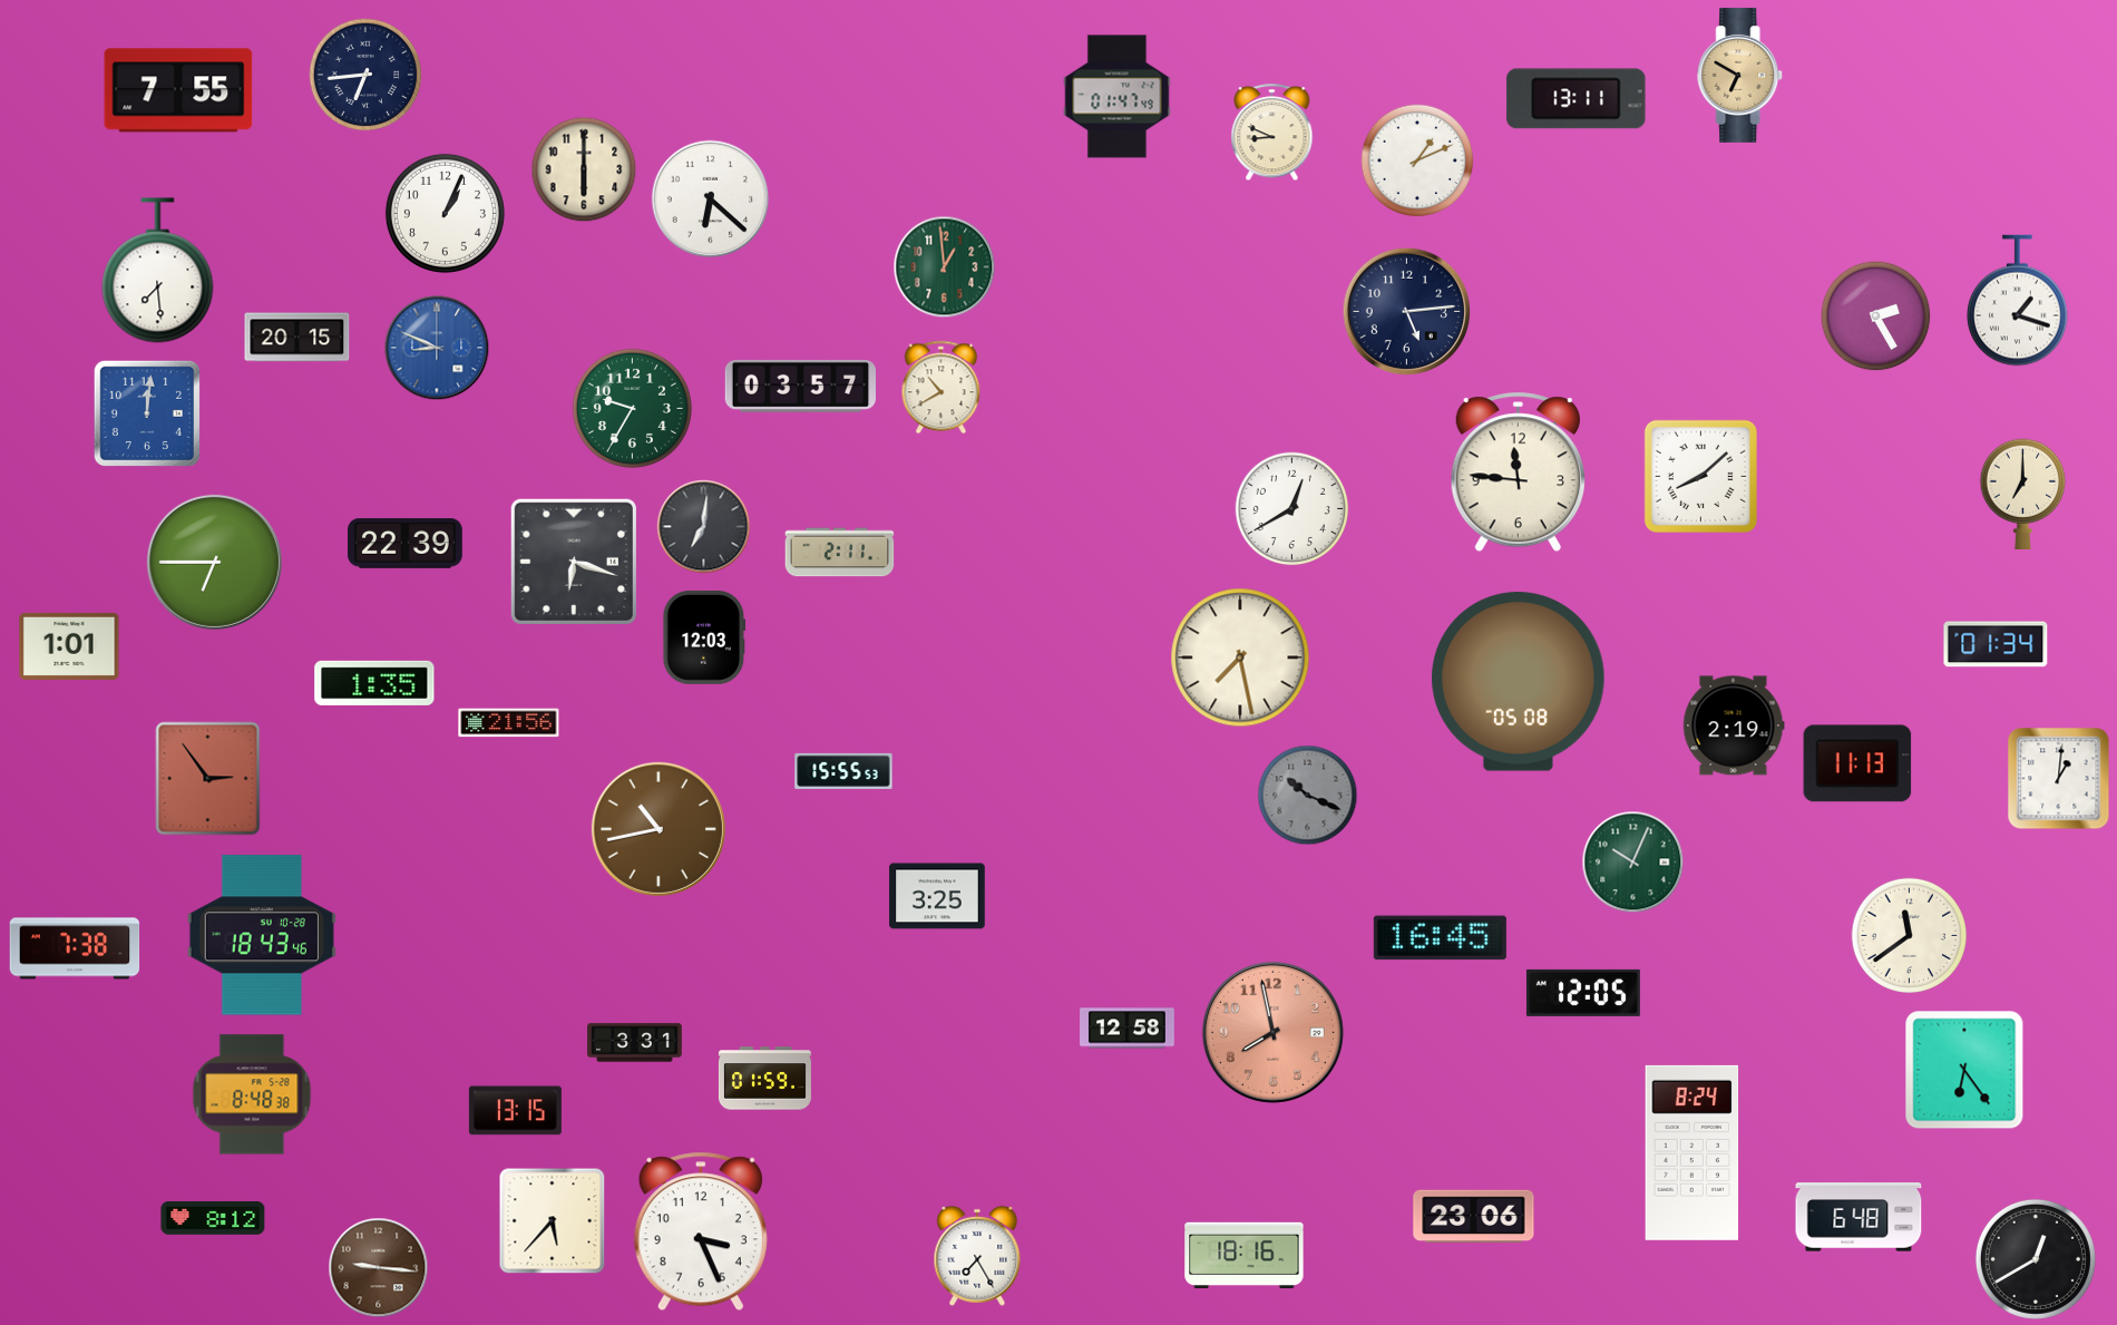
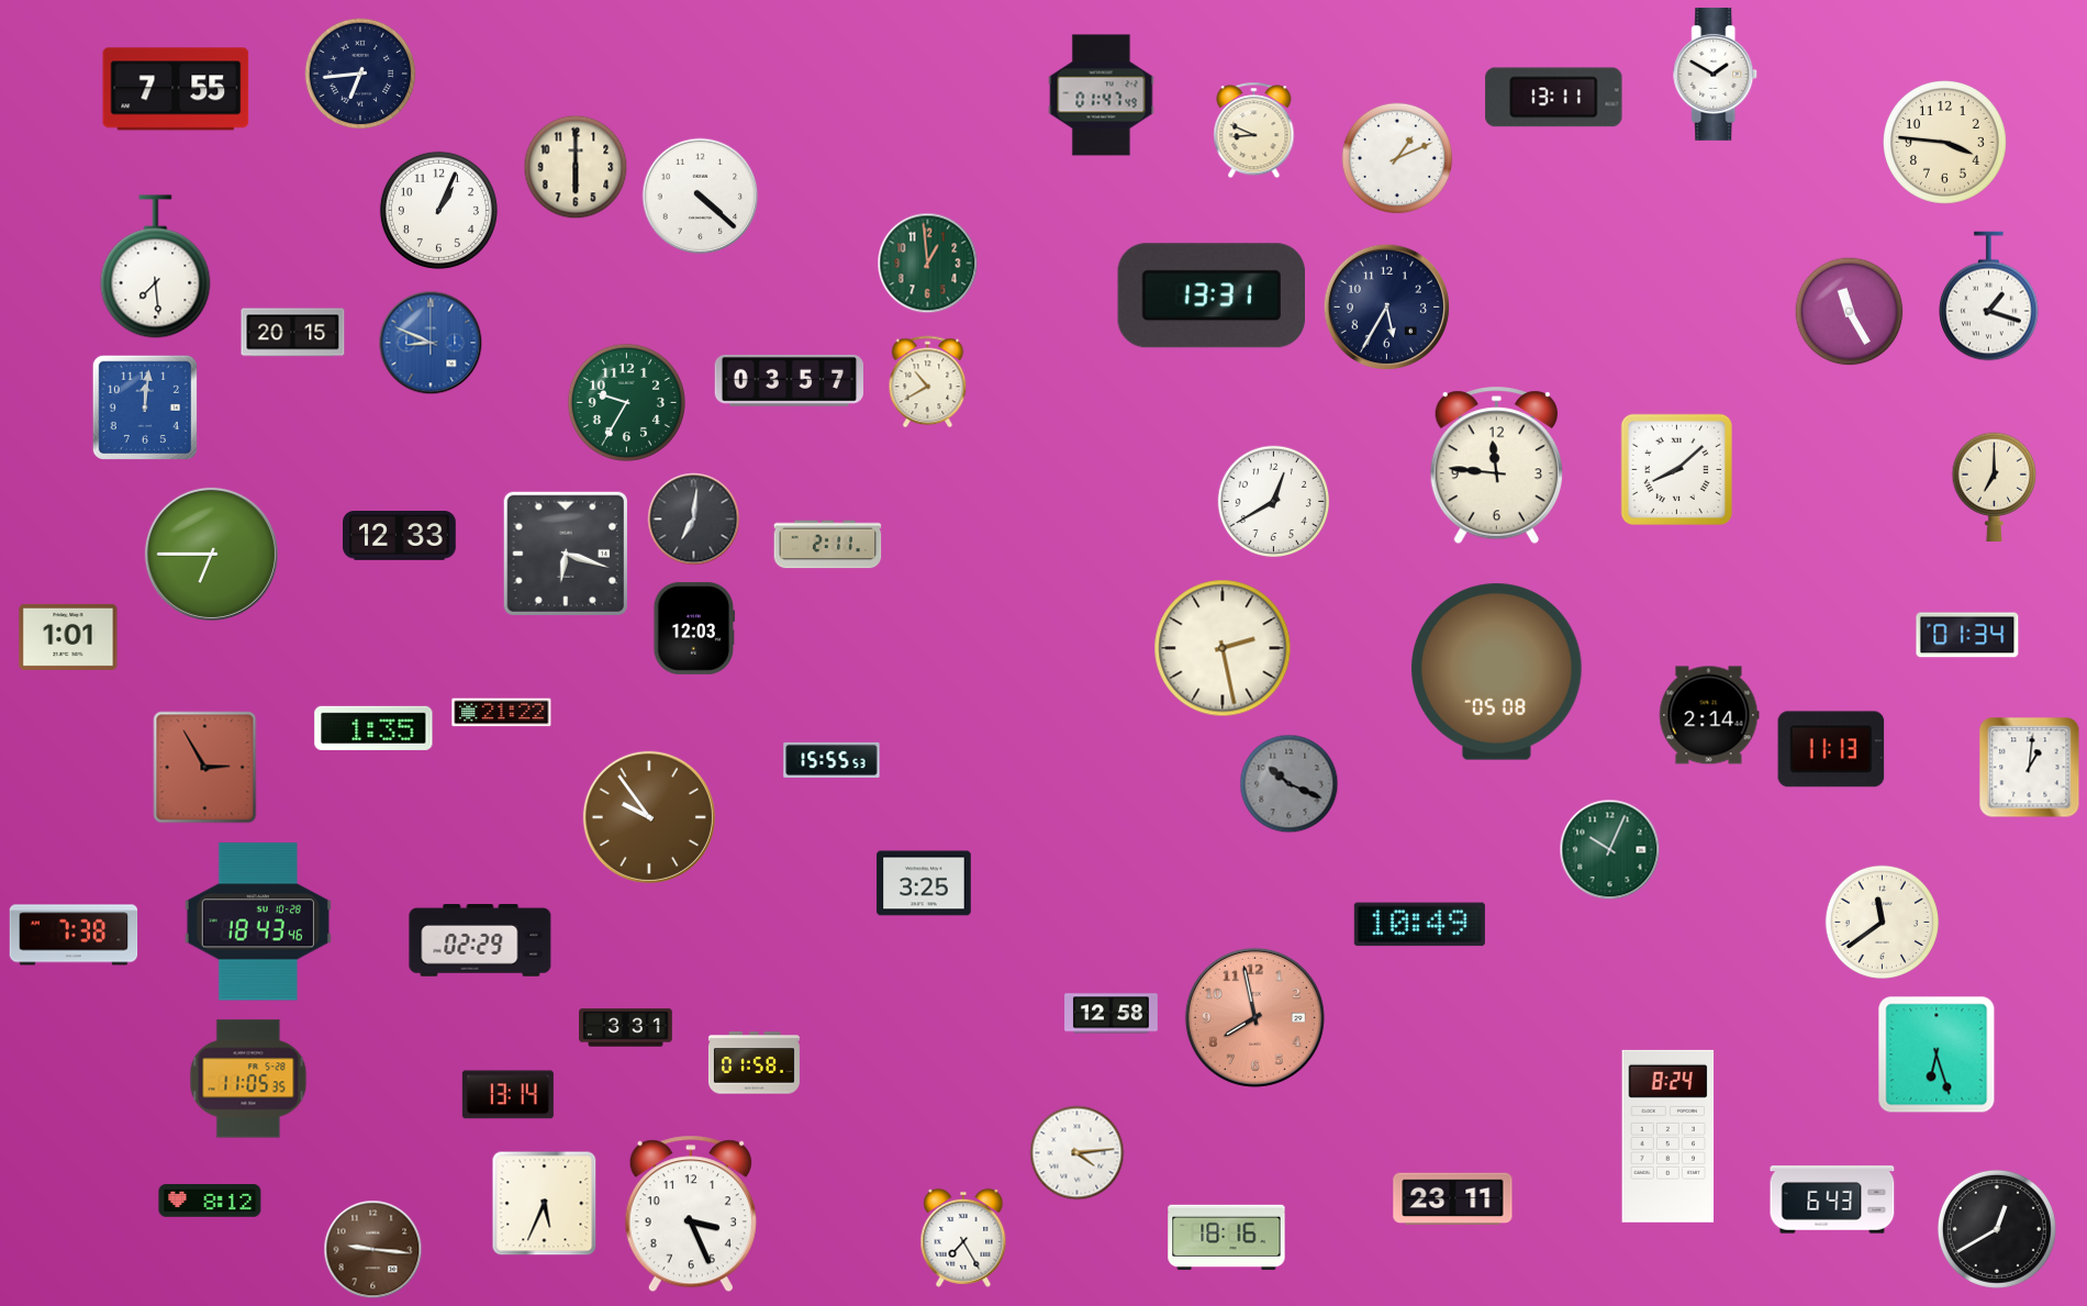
clock at (1740, 75): 6:50 -> 1:50
clock at (1740, 75) dial: champagne -> white
clock at (1945, 143): none -> 3:46
clock at (711, 199): 6:22 -> 4:22
clock at (945, 267) position: (945, 267) -> (928, 264)
clock at (1210, 295): none -> 13:31
clock at (1406, 311): 5:14 -> 5:35
clock at (1876, 316): 2:25 -> 11:25
clock at (632, 408) position: (632, 408) -> (626, 402)
clock at (406, 544): 22:39 -> 12:33
clock at (1240, 657): 7:28 -> 2:28
clock at (374, 683) position: (374, 683) -> (373, 728)
clock at (509, 723): 21:56 -> 21:22
clock at (1734, 725): 2:19 -> 2:14
clock at (1857, 763) position: (1857, 763) -> (1831, 749)
clock at (208, 779): 2:54 -> 2:55
clock at (658, 829): 10:43 -> 9:54
clock at (1440, 938): 16:45 -> 10:49
clock at (480, 940): none -> 02:29
clock at (1583, 993): 12:05 -> none
clock at (1964, 1070): 6:24 -> 6:27
clock at (764, 1079): 01:59 -> 01:58
clock at (252, 1094): 8:48 -> 11:05
clock at (515, 1111): 13:15 -> 13:14
clock at (1078, 1153): none -> 4:14
clock at (1474, 1217): 23:06 -> 23:11
clock at (1859, 1217): 6:48 -> 6:43
clock at (553, 1221): 5:37 -> 5:34
clock at (2036, 1259) position: (2036, 1259) -> (1997, 1229)
